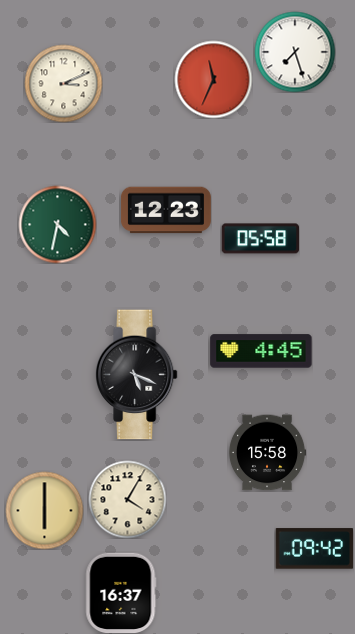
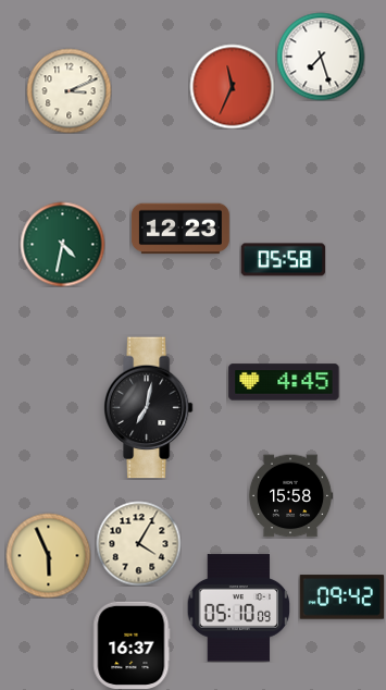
clock at (136, 375): 5:19 -> 7:02
clock at (267, 453) position: (267, 453) -> (290, 496)
clock at (44, 510): 6:00 -> 5:56
clock at (239, 608): none -> 05:10
